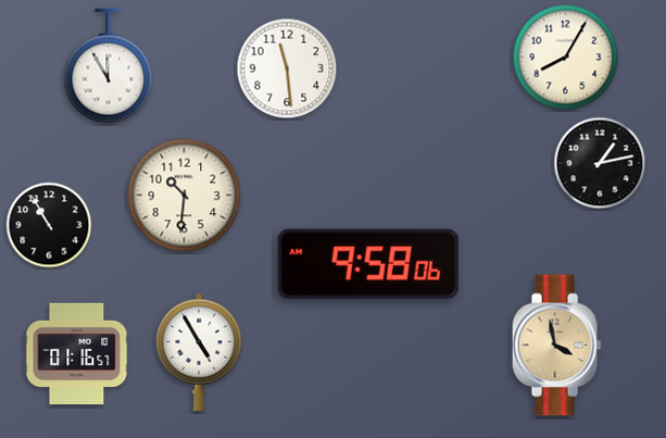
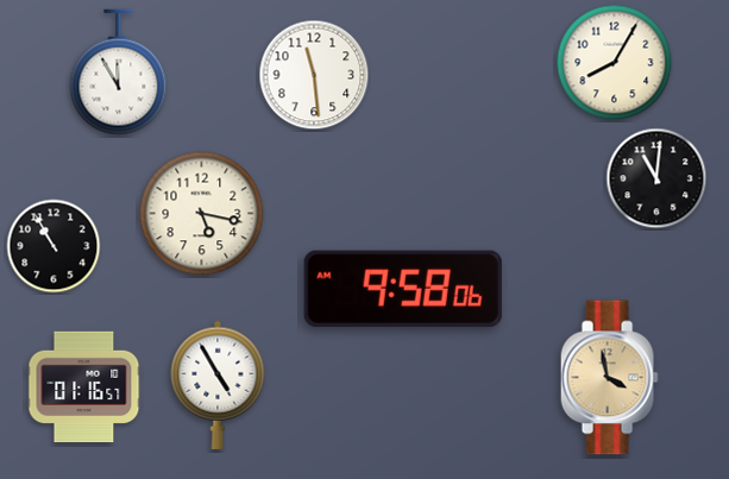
clock at (566, 58) position: (566, 58) -> (615, 63)
clock at (600, 163): 1:13 -> 11:01
clock at (185, 196): 10:31 -> 5:17
